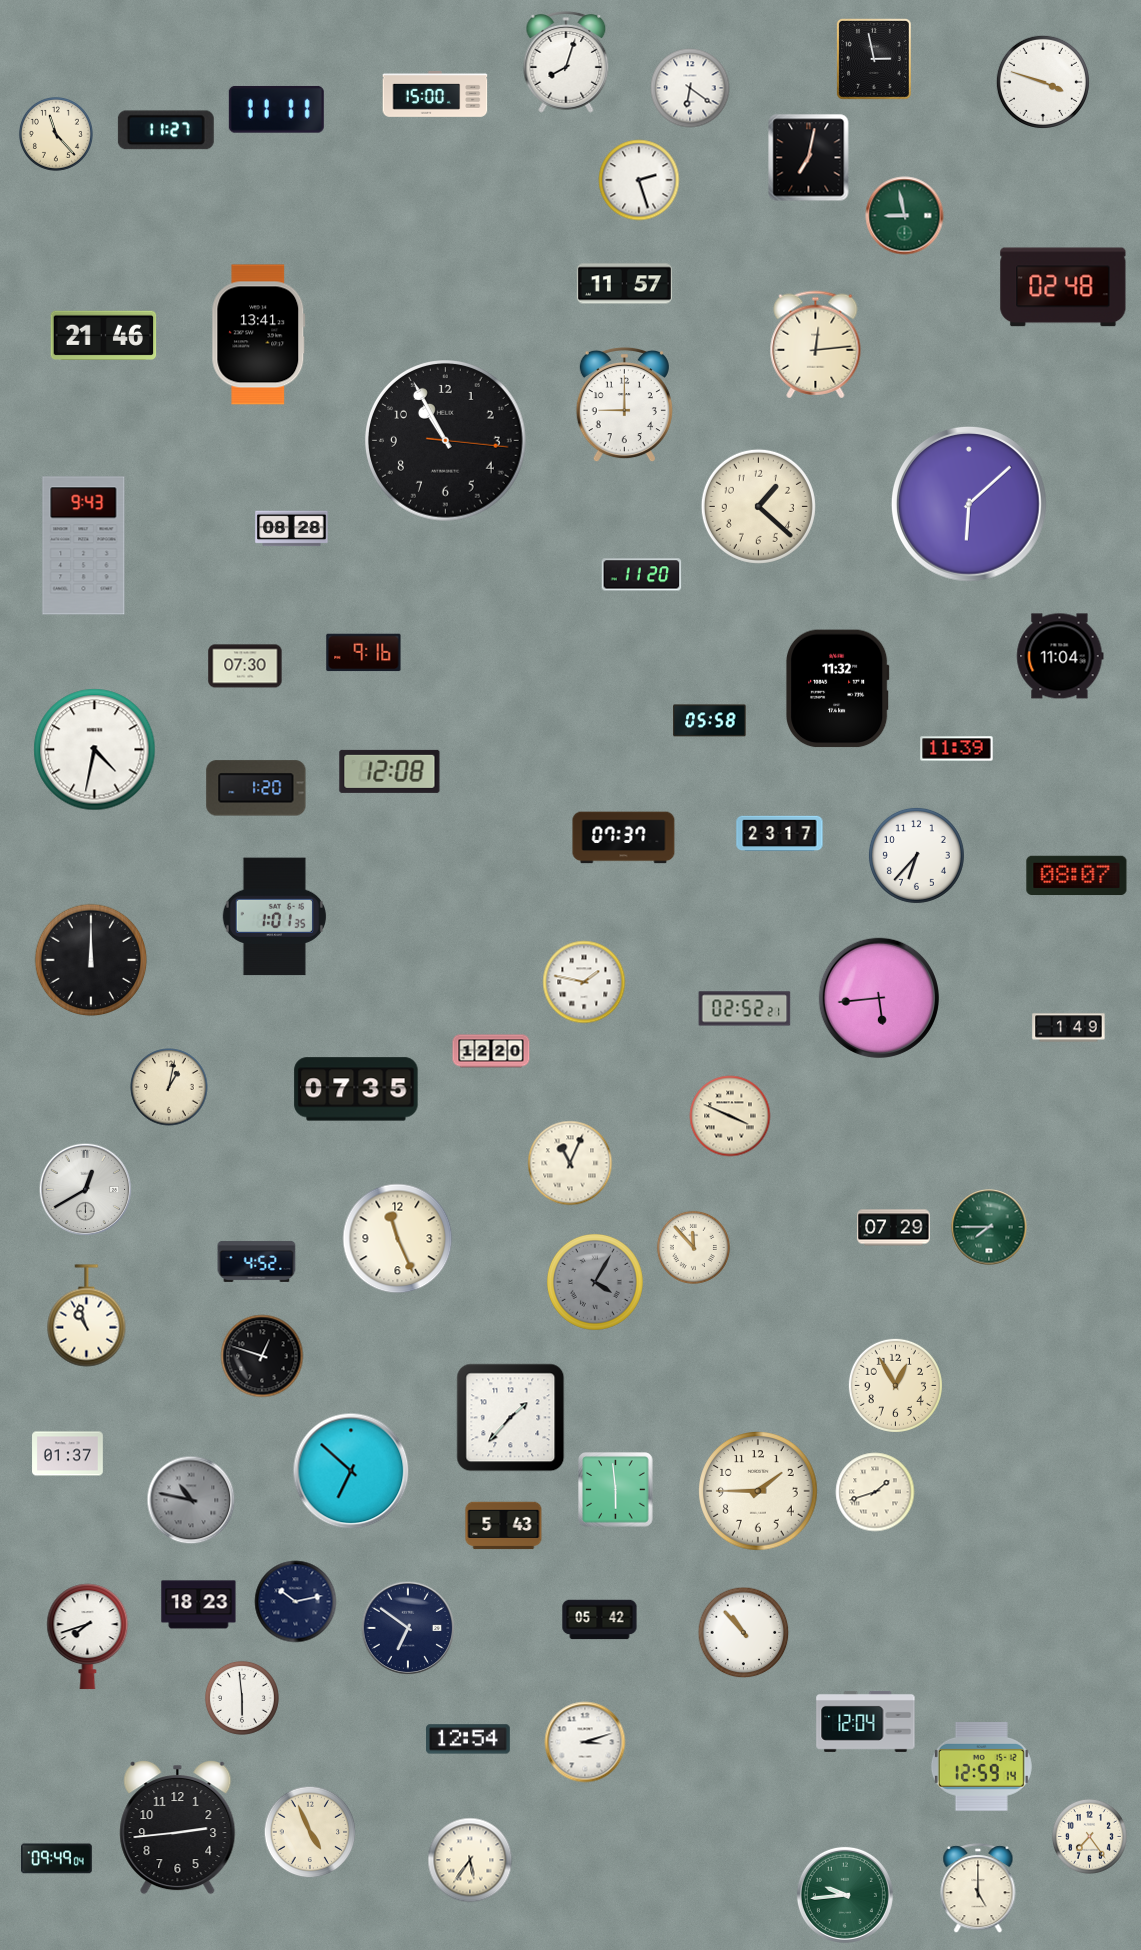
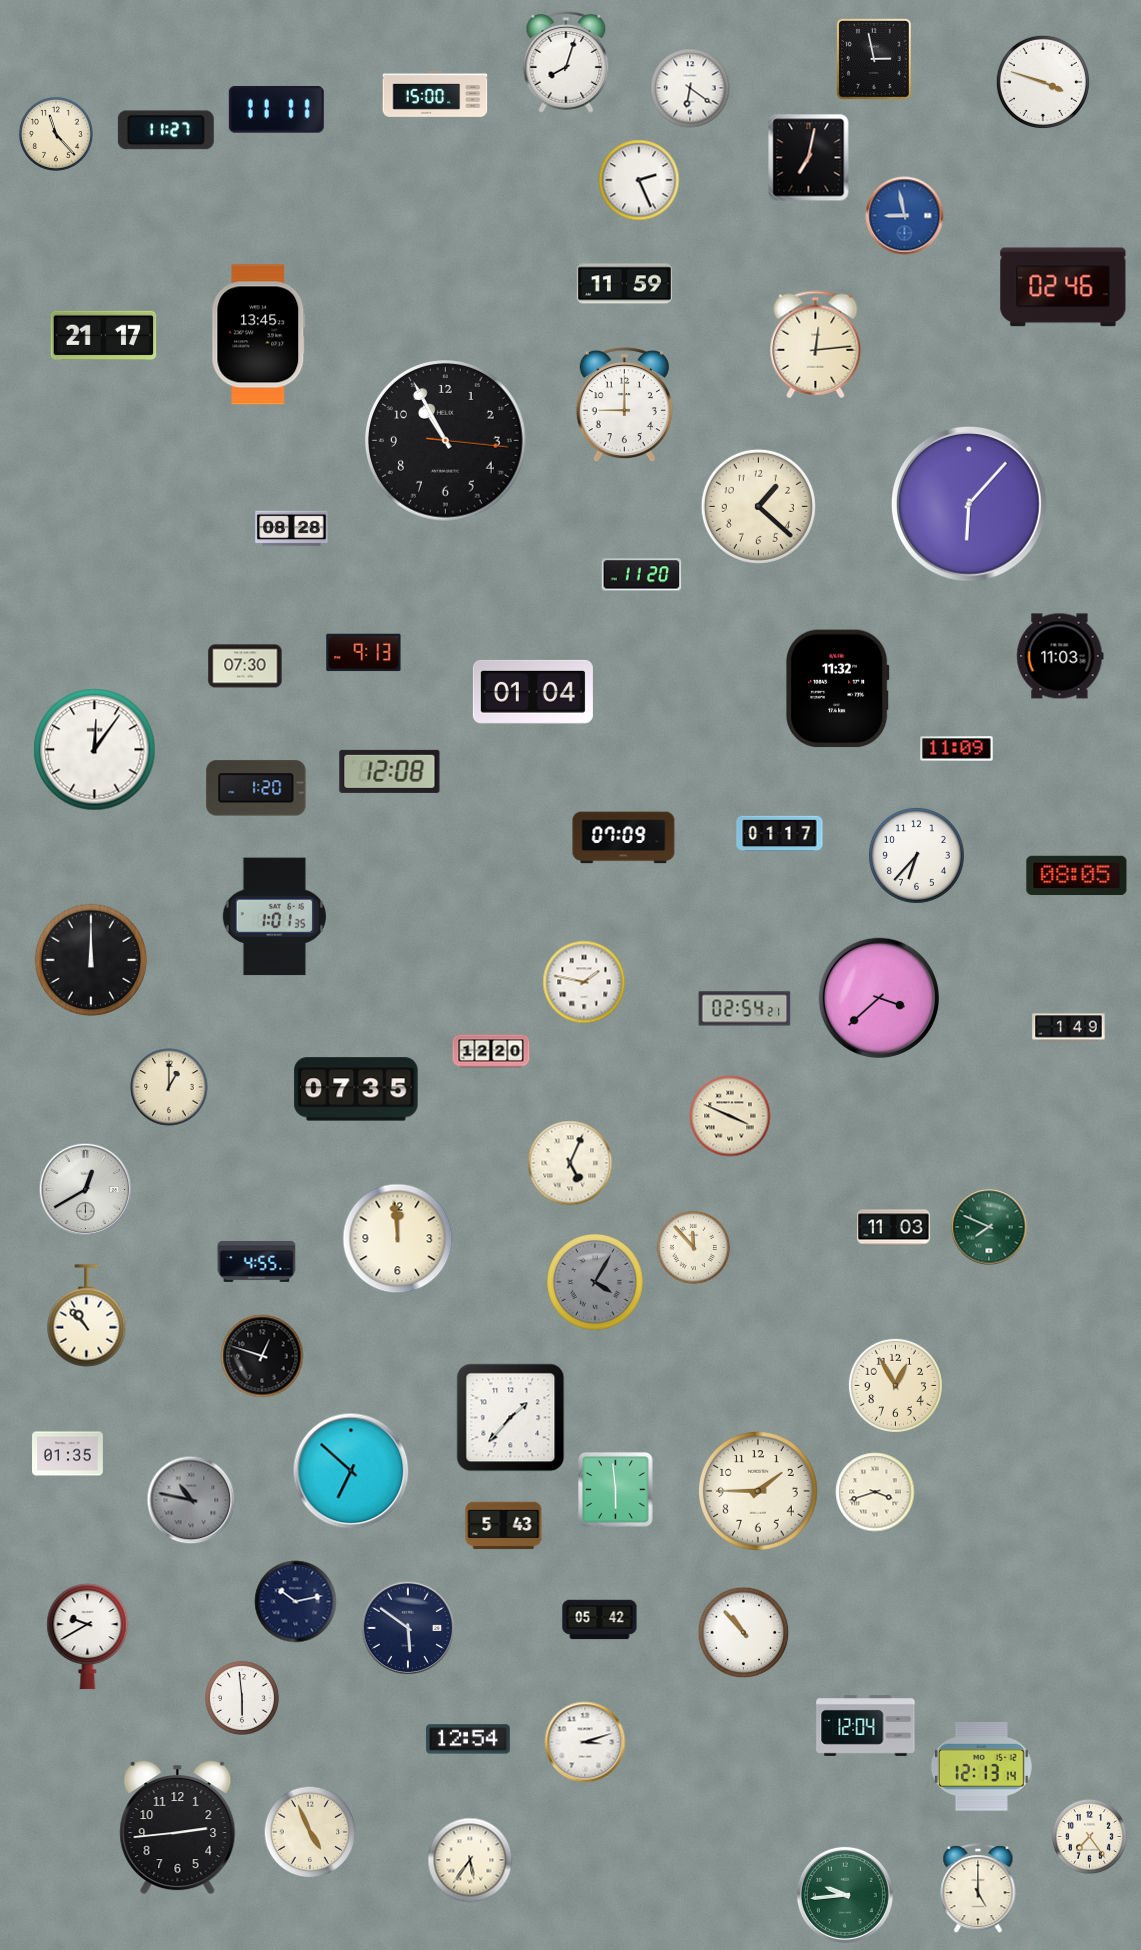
clock at (639, 180): 2:27 -> 2:26
clock at (905, 216) dial: green -> blue
clock at (624, 284): 11:57 -> 11:59
clock at (1063, 287): 02:48 -> 02:46
clock at (259, 335): 13:41 -> 13:45
clock at (104, 336): 21:46 -> 21:17
clock at (970, 505): 6:08 -> 6:07
clock at (84, 546): 9:43 -> none
clock at (364, 653): 9:16 -> 9:13
clock at (1060, 656): 11:04 -> 11:03
clock at (533, 692): none -> 01:04
clock at (710, 721): 05:58 -> none
clock at (957, 749): 11:39 -> 11:09
clock at (95, 750): 4:32 -> 12:06
clock at (780, 834): 23:17 -> 01:17
clock at (624, 838): 07:37 -> 07:09
clock at (1077, 876): 08:07 -> 08:05
clock at (879, 998): 5:44 -> 3:38
clock at (745, 1009): 02:52 -> 02:54
clock at (169, 1087): 1:02 -> 1:00
clock at (570, 1163): 11:04 -> 5:04
clock at (989, 1227): 7:45 -> 7:49
clock at (894, 1228): 07:29 -> 11:03
clock at (398, 1239): 11:26 -> 11:59
clock at (257, 1261): 4:52 -> 4:55
clock at (87, 1316): 10:57 -> 10:53
clock at (68, 1454): 01:37 -> 01:35
clock at (875, 1492): 1:42 -> 3:42
clock at (199, 1605): 18:23 -> none
clock at (407, 1627): 6:51 -> 5:51
clock at (88, 1637): 7:42 -> 9:40
clock at (866, 1721) position: (866, 1721) -> (866, 1725)
clock at (981, 1766): 12:59 -> 12:13
clock at (57, 1859): 09:49 -> none
